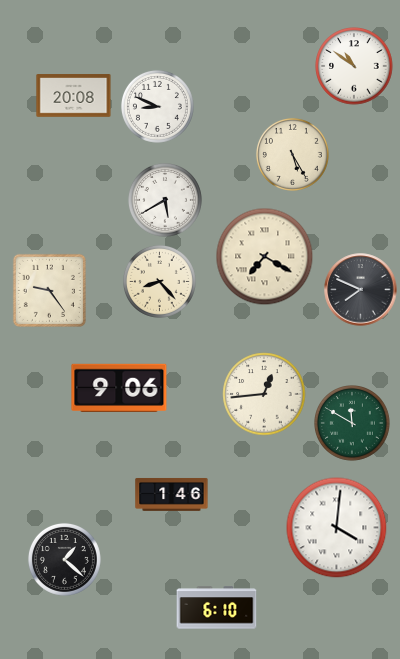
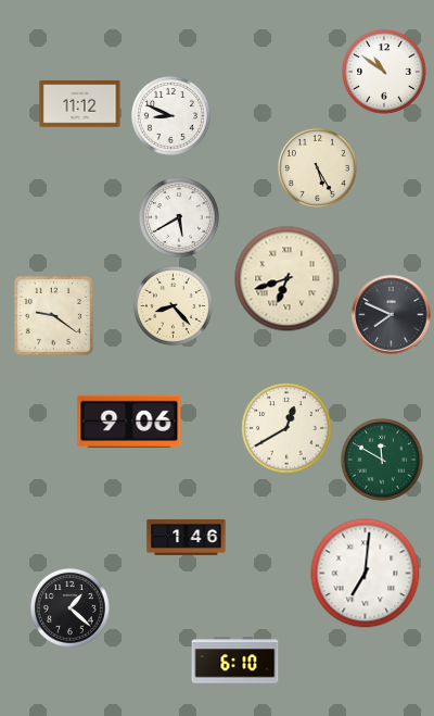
clock at (74, 96): 20:08 -> 11:12
clock at (265, 257): 7:20 -> 6:42
clock at (49, 290): 9:24 -> 9:21
clock at (264, 394): 12:44 -> 12:40
clock at (337, 528): 4:01 -> 7:01
